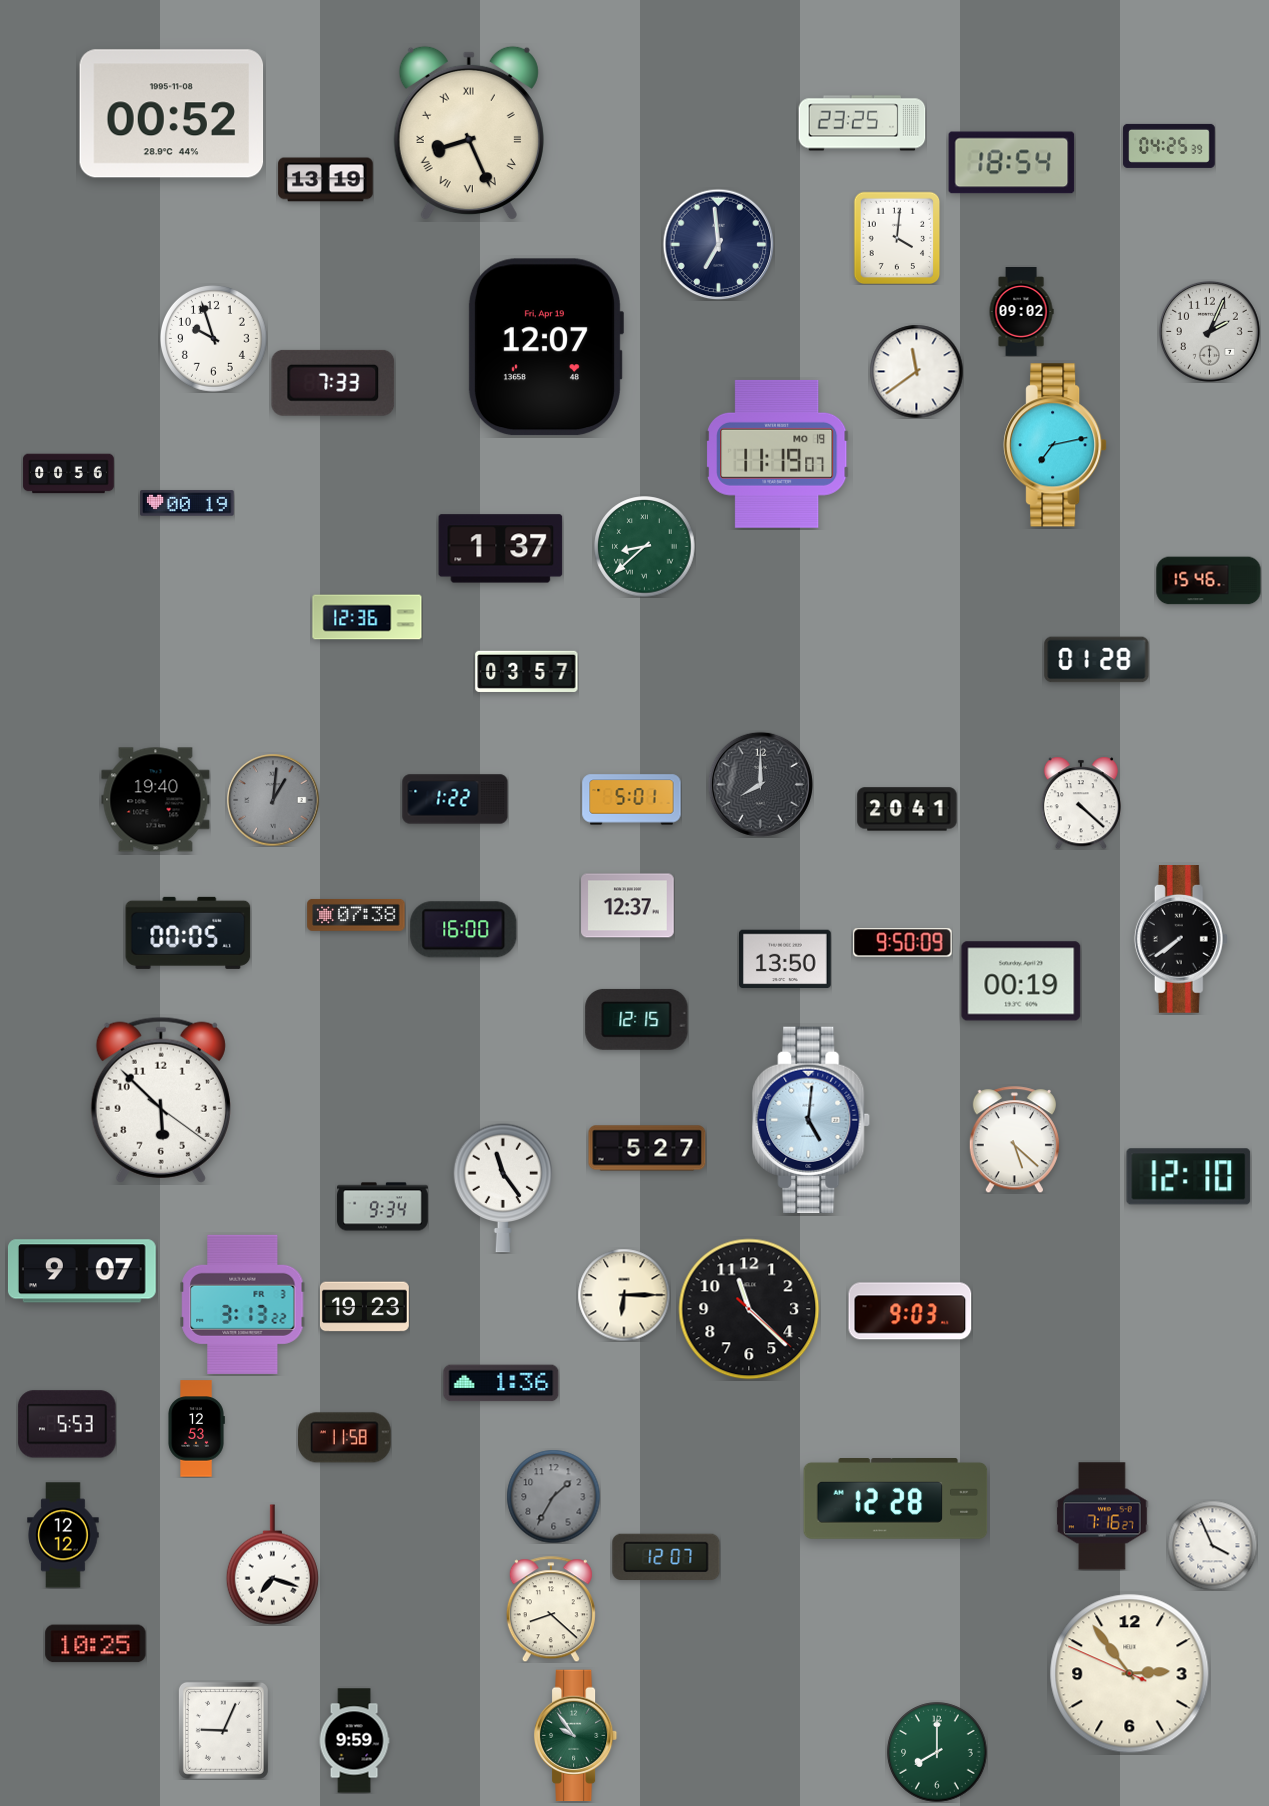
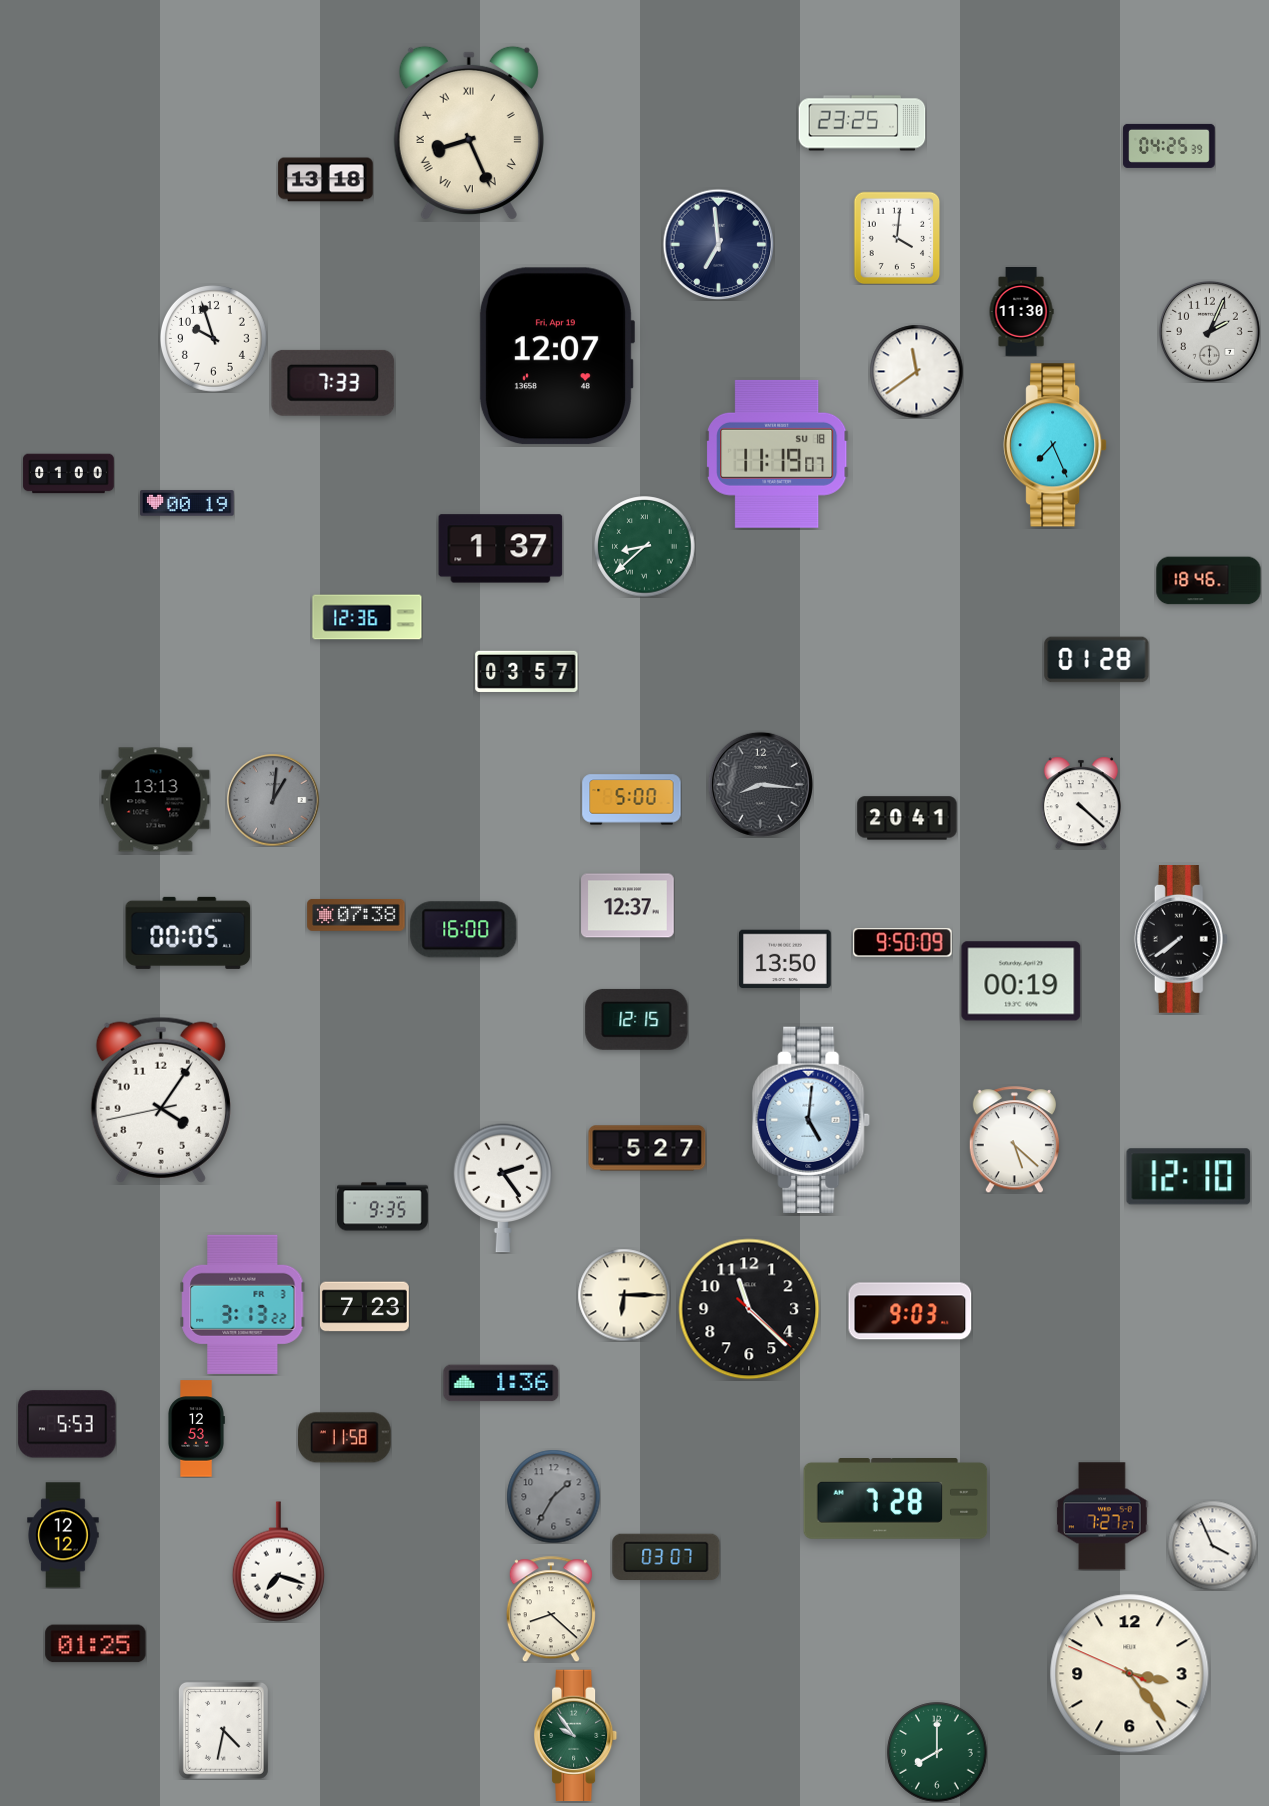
clock at (172, 114): 00:52 -> none
clock at (1012, 163): 18:54 -> none
clock at (326, 180): 13:19 -> 13:18
clock at (1021, 312): 09:02 -> 11:30
clock at (545, 347) position: (545, 347) -> (556, 356)
clock at (1055, 445): 7:13 -> 7:26
clock at (777, 454) date: MO 19 -> SU 18
clock at (69, 474): 00:56 -> 01:00
clock at (1209, 581): 15:46 -> 18:46
clock at (760, 784): 8:00 -> 8:16
clock at (455, 799): 1:22 -> none
clock at (156, 800): 19:40 -> 13:13
clock at (632, 800): 5:01 -> 5:00
clock at (907, 809) position: (907, 809) -> (907, 818)
clock at (161, 1100): 5:52 -> 4:05
clock at (503, 1188): 11:24 -> 2:24
clock at (383, 1207): 9:34 -> 9:35
clock at (82, 1271): 9:07 -> none
clock at (364, 1307): 19:23 -> 7:23
clock at (896, 1499): 12:28 -> 7:28
clock at (1102, 1516): 7:16 -> 7:27
clock at (666, 1557): 12:07 -> 03:07
clock at (272, 1565) position: (272, 1565) -> (278, 1562)
clock at (96, 1644): 10:25 -> 01:25
clock at (1130, 1674): 2:53 -> 3:23
clock at (223, 1730): 9:04 -> 4:32
clock at (354, 1741): 9:59 -> none
